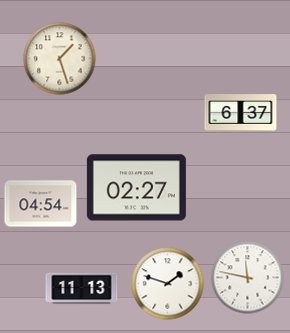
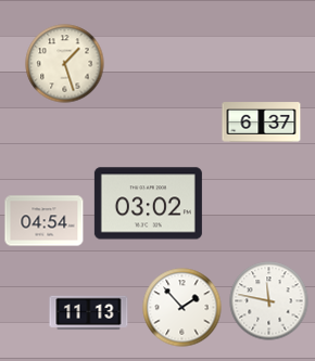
clock at (136, 188): 02:27 -> 03:02
clock at (168, 284): 1:48 -> 1:53
